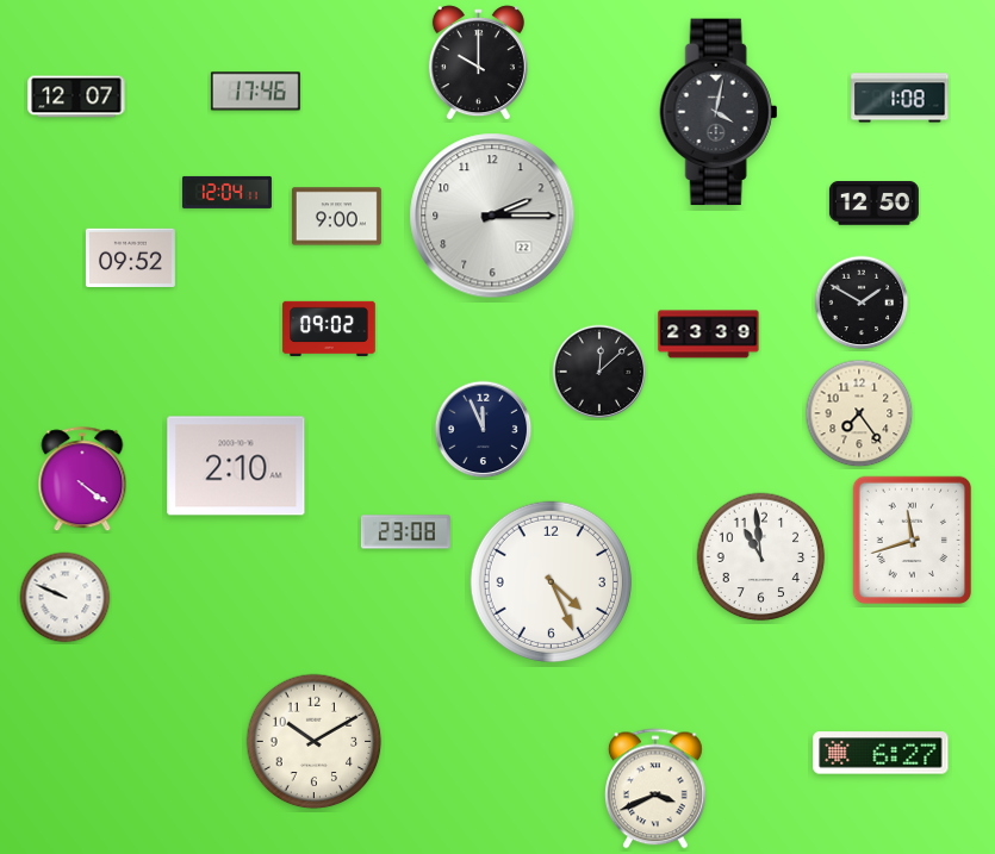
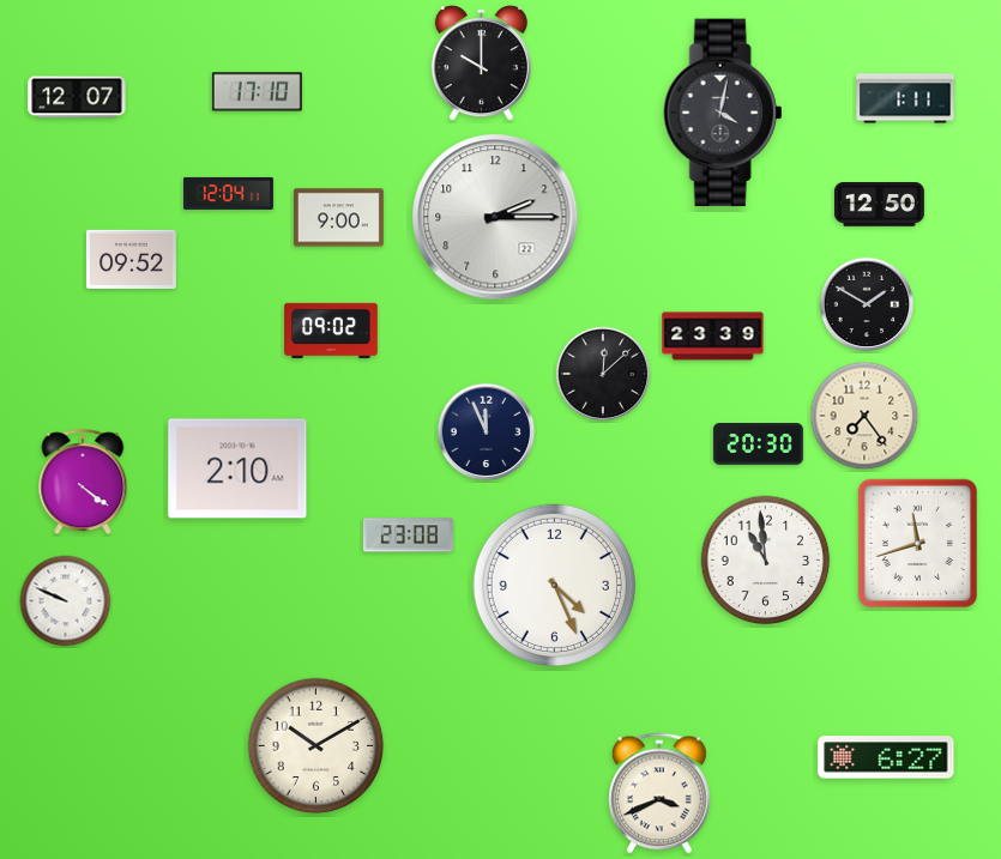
clock at (255, 92): 17:46 -> 17:10
clock at (900, 98): 1:08 -> 1:11
clock at (758, 444): none -> 20:30
